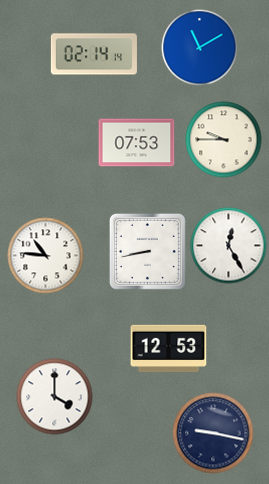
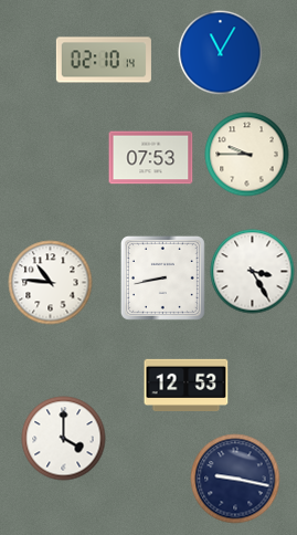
clock at (200, 48): 11:10 -> 11:05
clock at (94, 54): 02:14 -> 02:10
clock at (229, 246): 12:25 -> 3:25
clock at (55, 397) position: (55, 397) -> (64, 439)
